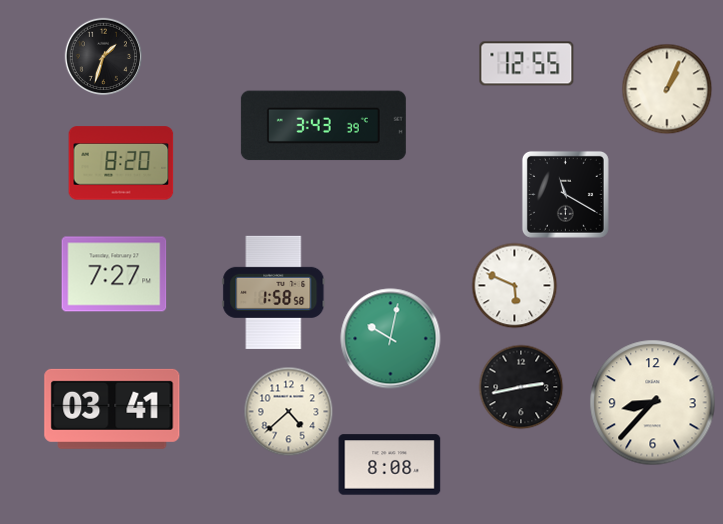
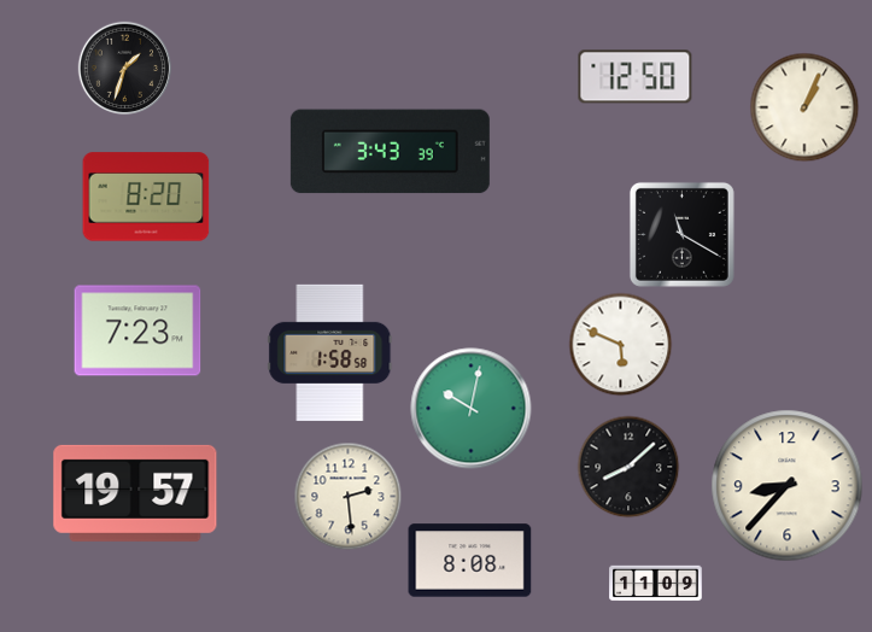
clock at (527, 64): 12:55 -> 12:50
clock at (114, 274): 7:27 -> 7:23
clock at (521, 387): 2:43 -> 8:08
clock at (112, 409): 03:41 -> 19:57
clock at (288, 411): 4:38 -> 2:29
clock at (656, 584): none -> 11:09
